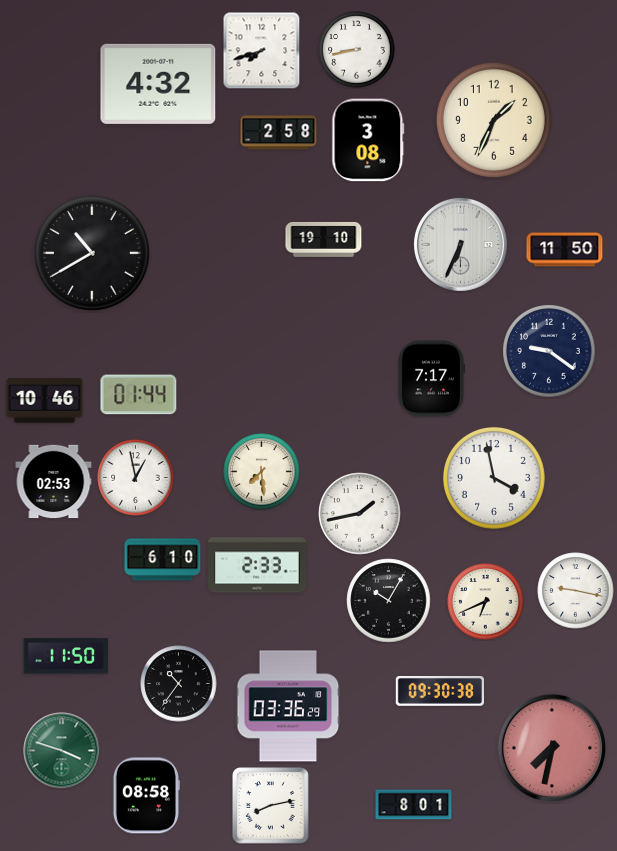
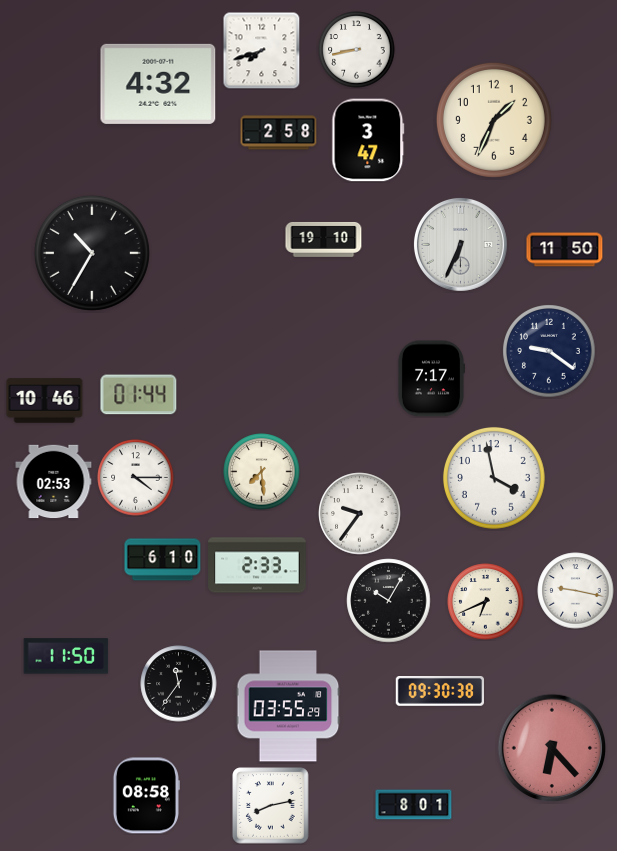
clock at (368, 140): 3:08 -> 3:47
clock at (92, 253): 10:40 -> 10:35
clock at (136, 478): 12:58 -> 4:15
clock at (360, 514): 1:43 -> 9:36
clock at (179, 684): 10:36 -> 11:36
clock at (288, 706): 03:36 -> 03:55
clock at (552, 748): 7:32 -> 6:23
clock at (62, 751): 3:48 -> none
